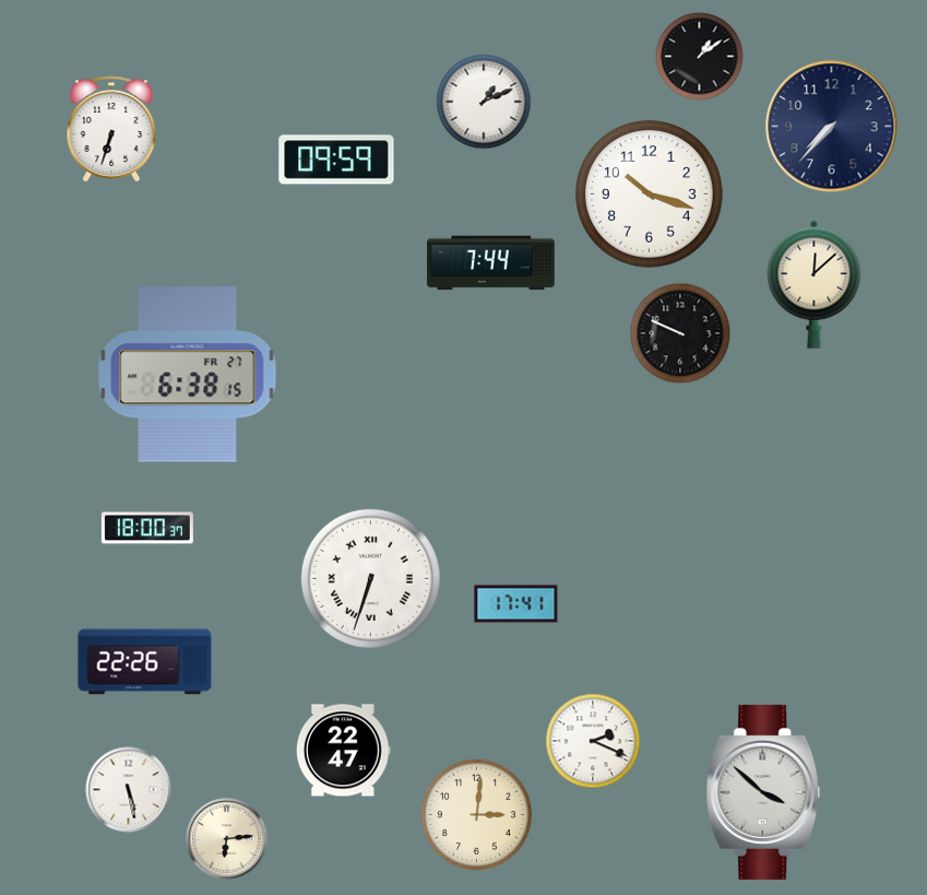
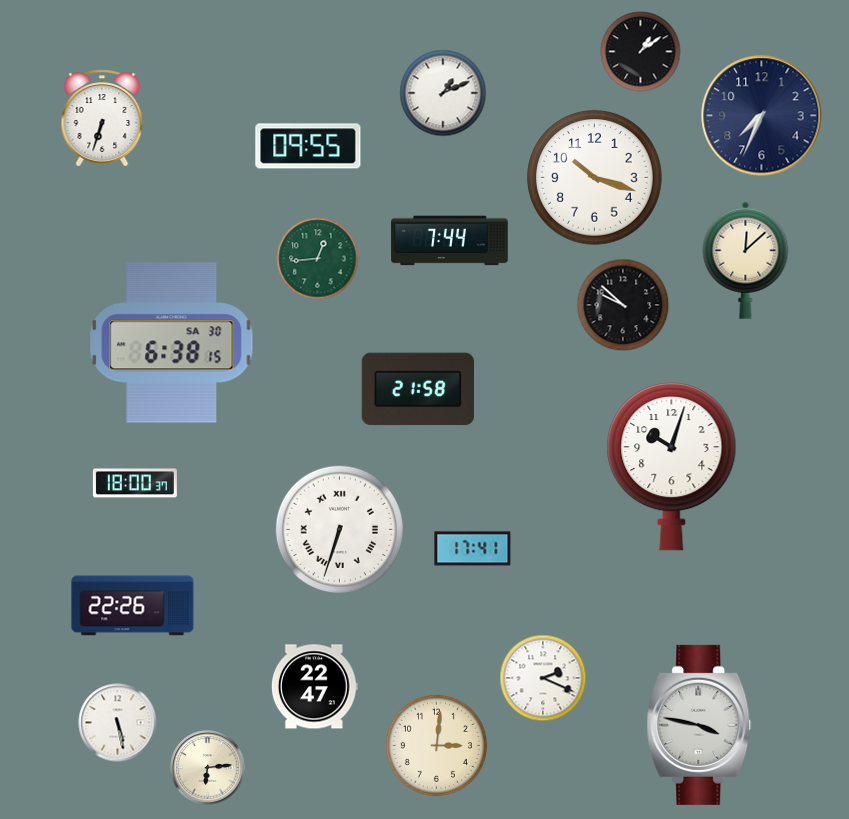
clock at (832, 127): 7:37 -> 7:34
clock at (336, 160): 09:59 -> 09:55
clock at (318, 259): none -> 12:44
clock at (680, 333): 9:49 -> 9:52
clock at (188, 375) date: FR 27 -> SA 30
clock at (418, 389): none -> 21:58
clock at (672, 466): none -> 10:03
clock at (516, 604) position: (516, 604) -> (473, 549)
clock at (763, 792): 3:52 -> 3:47
